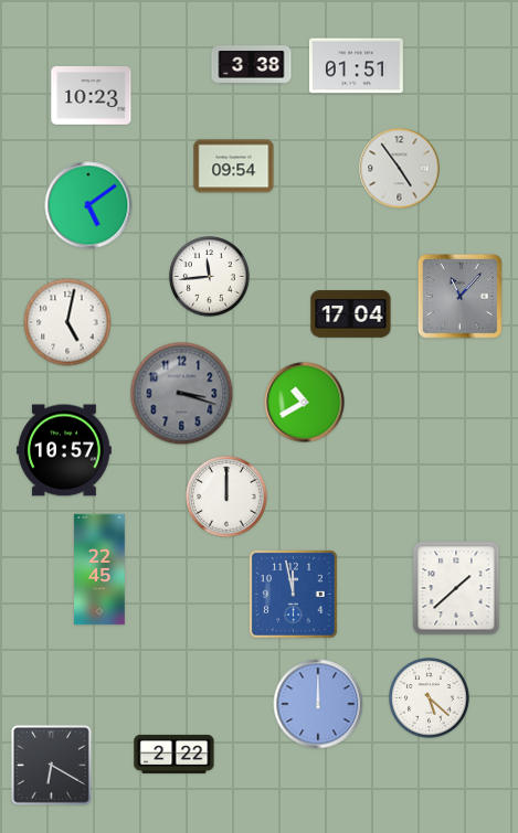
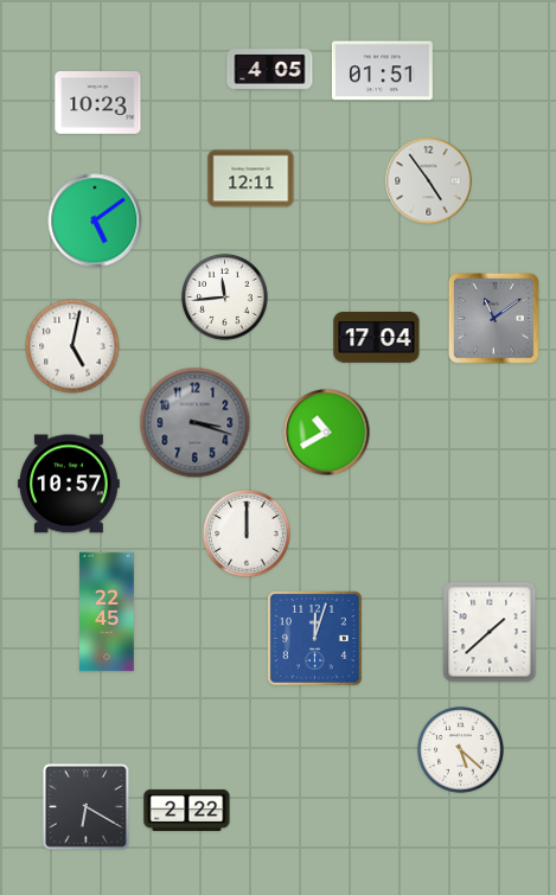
clock at (252, 65): 3:38 -> 4:05
clock at (234, 167): 09:54 -> 12:11
clock at (461, 297): 11:07 -> 11:09
clock at (226, 496) position: (226, 496) -> (247, 533)
clock at (293, 594): 11:58 -> 12:03
clock at (318, 704): 12:00 -> none
clock at (51, 765) position: (51, 765) -> (85, 806)
